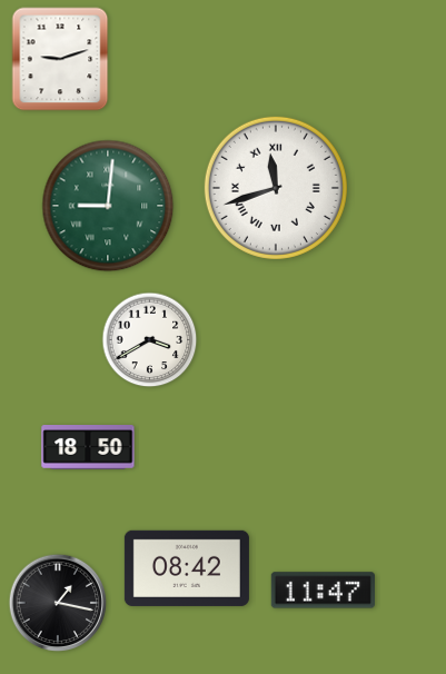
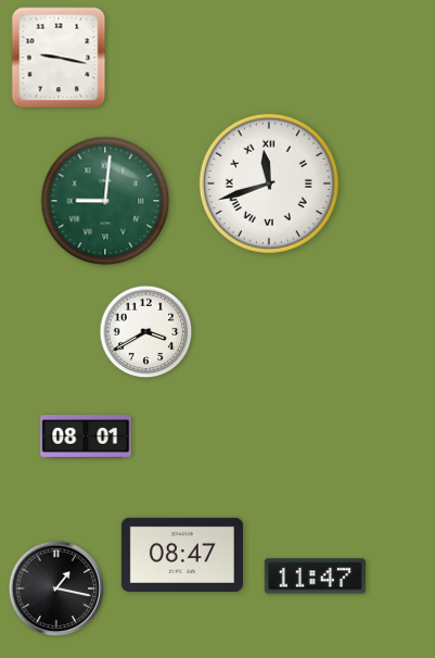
clock at (60, 59): 9:12 -> 9:17
clock at (88, 448): 18:50 -> 08:01
clock at (187, 568): 08:42 -> 08:47
